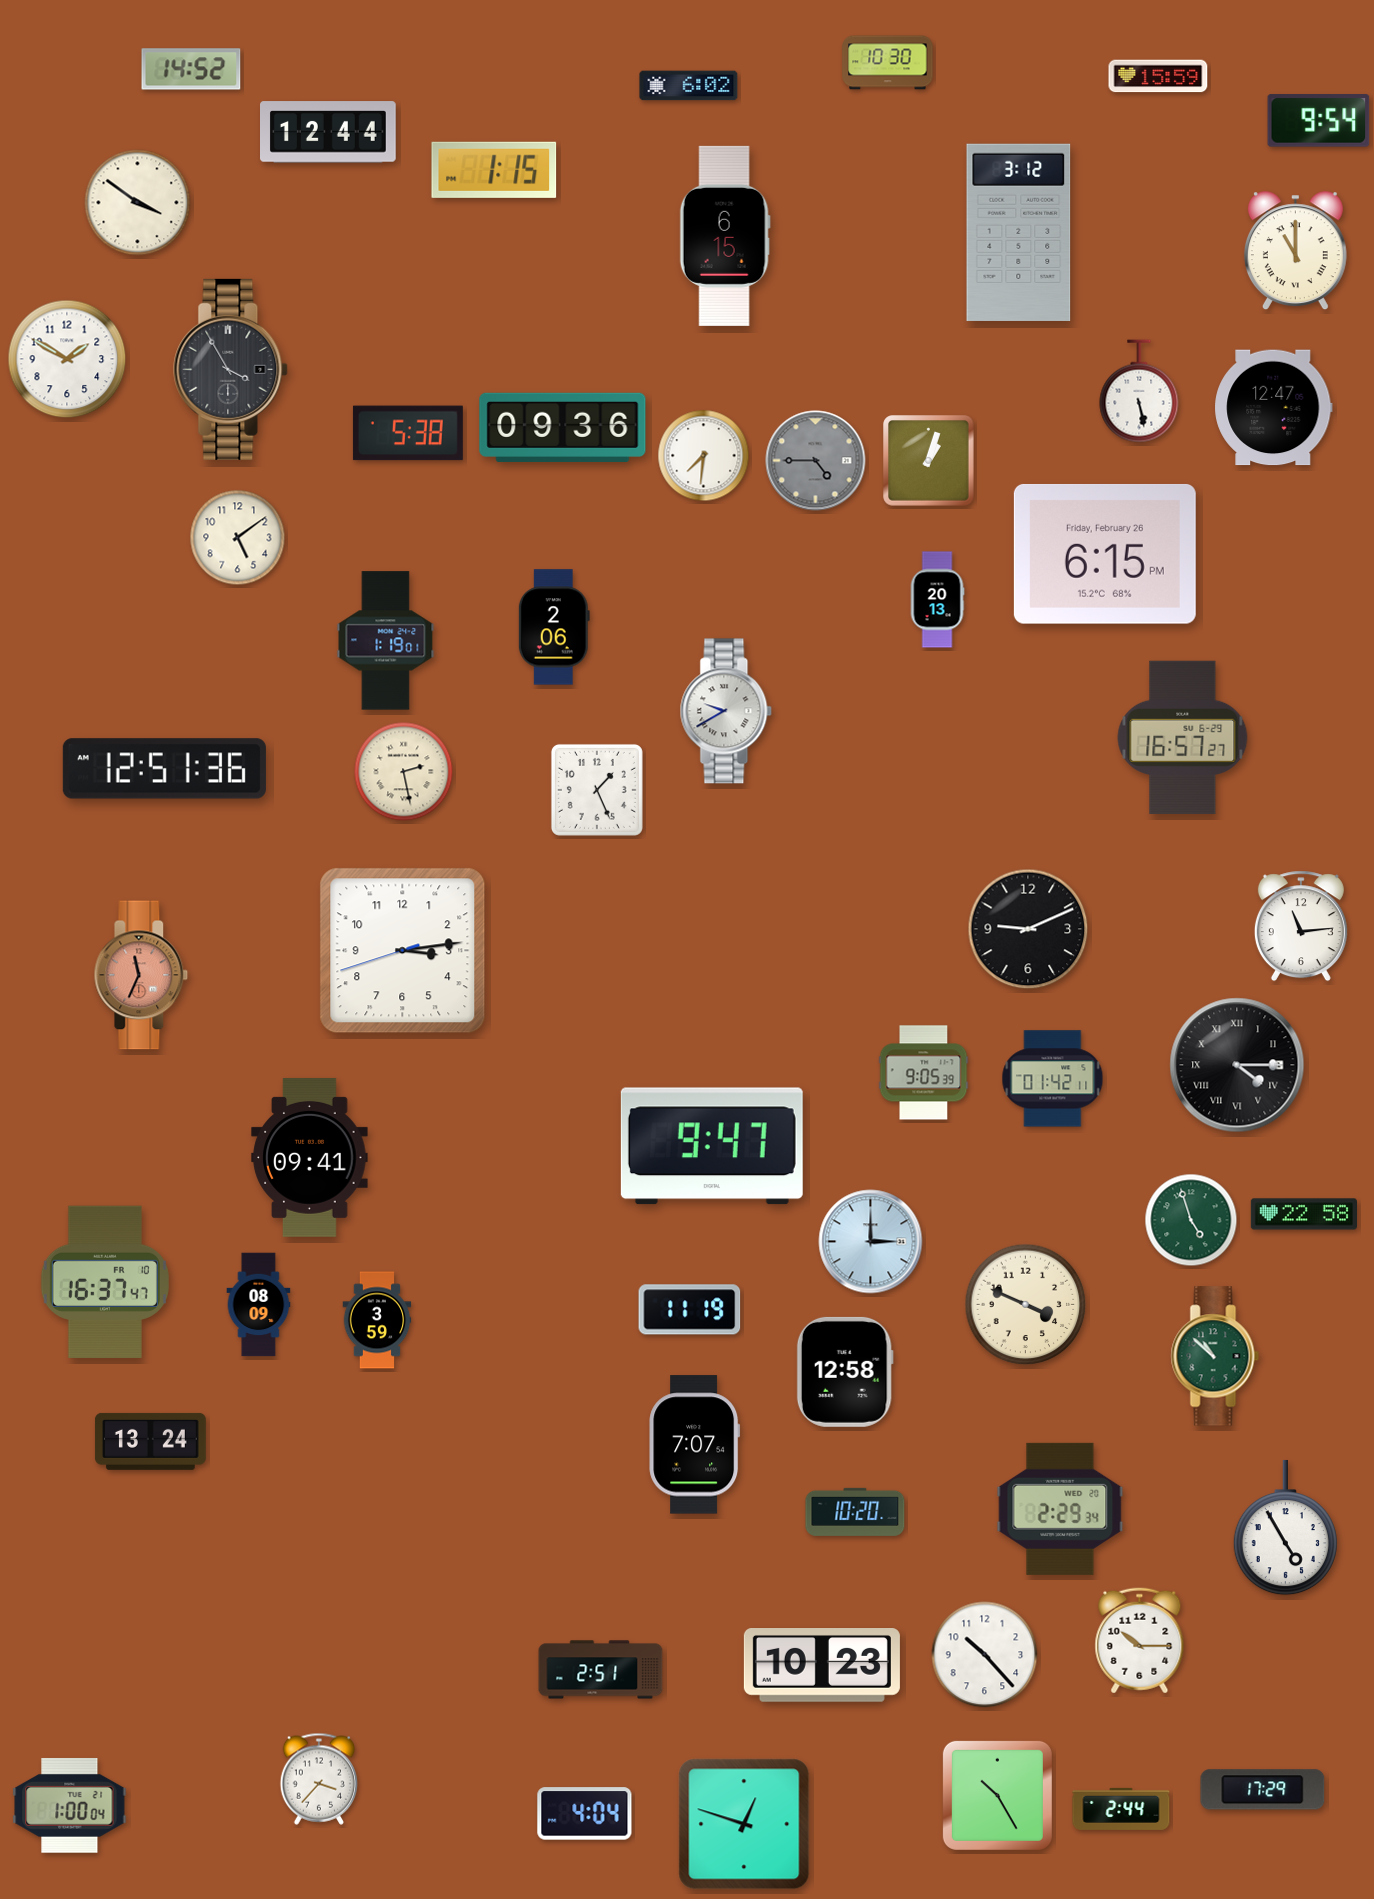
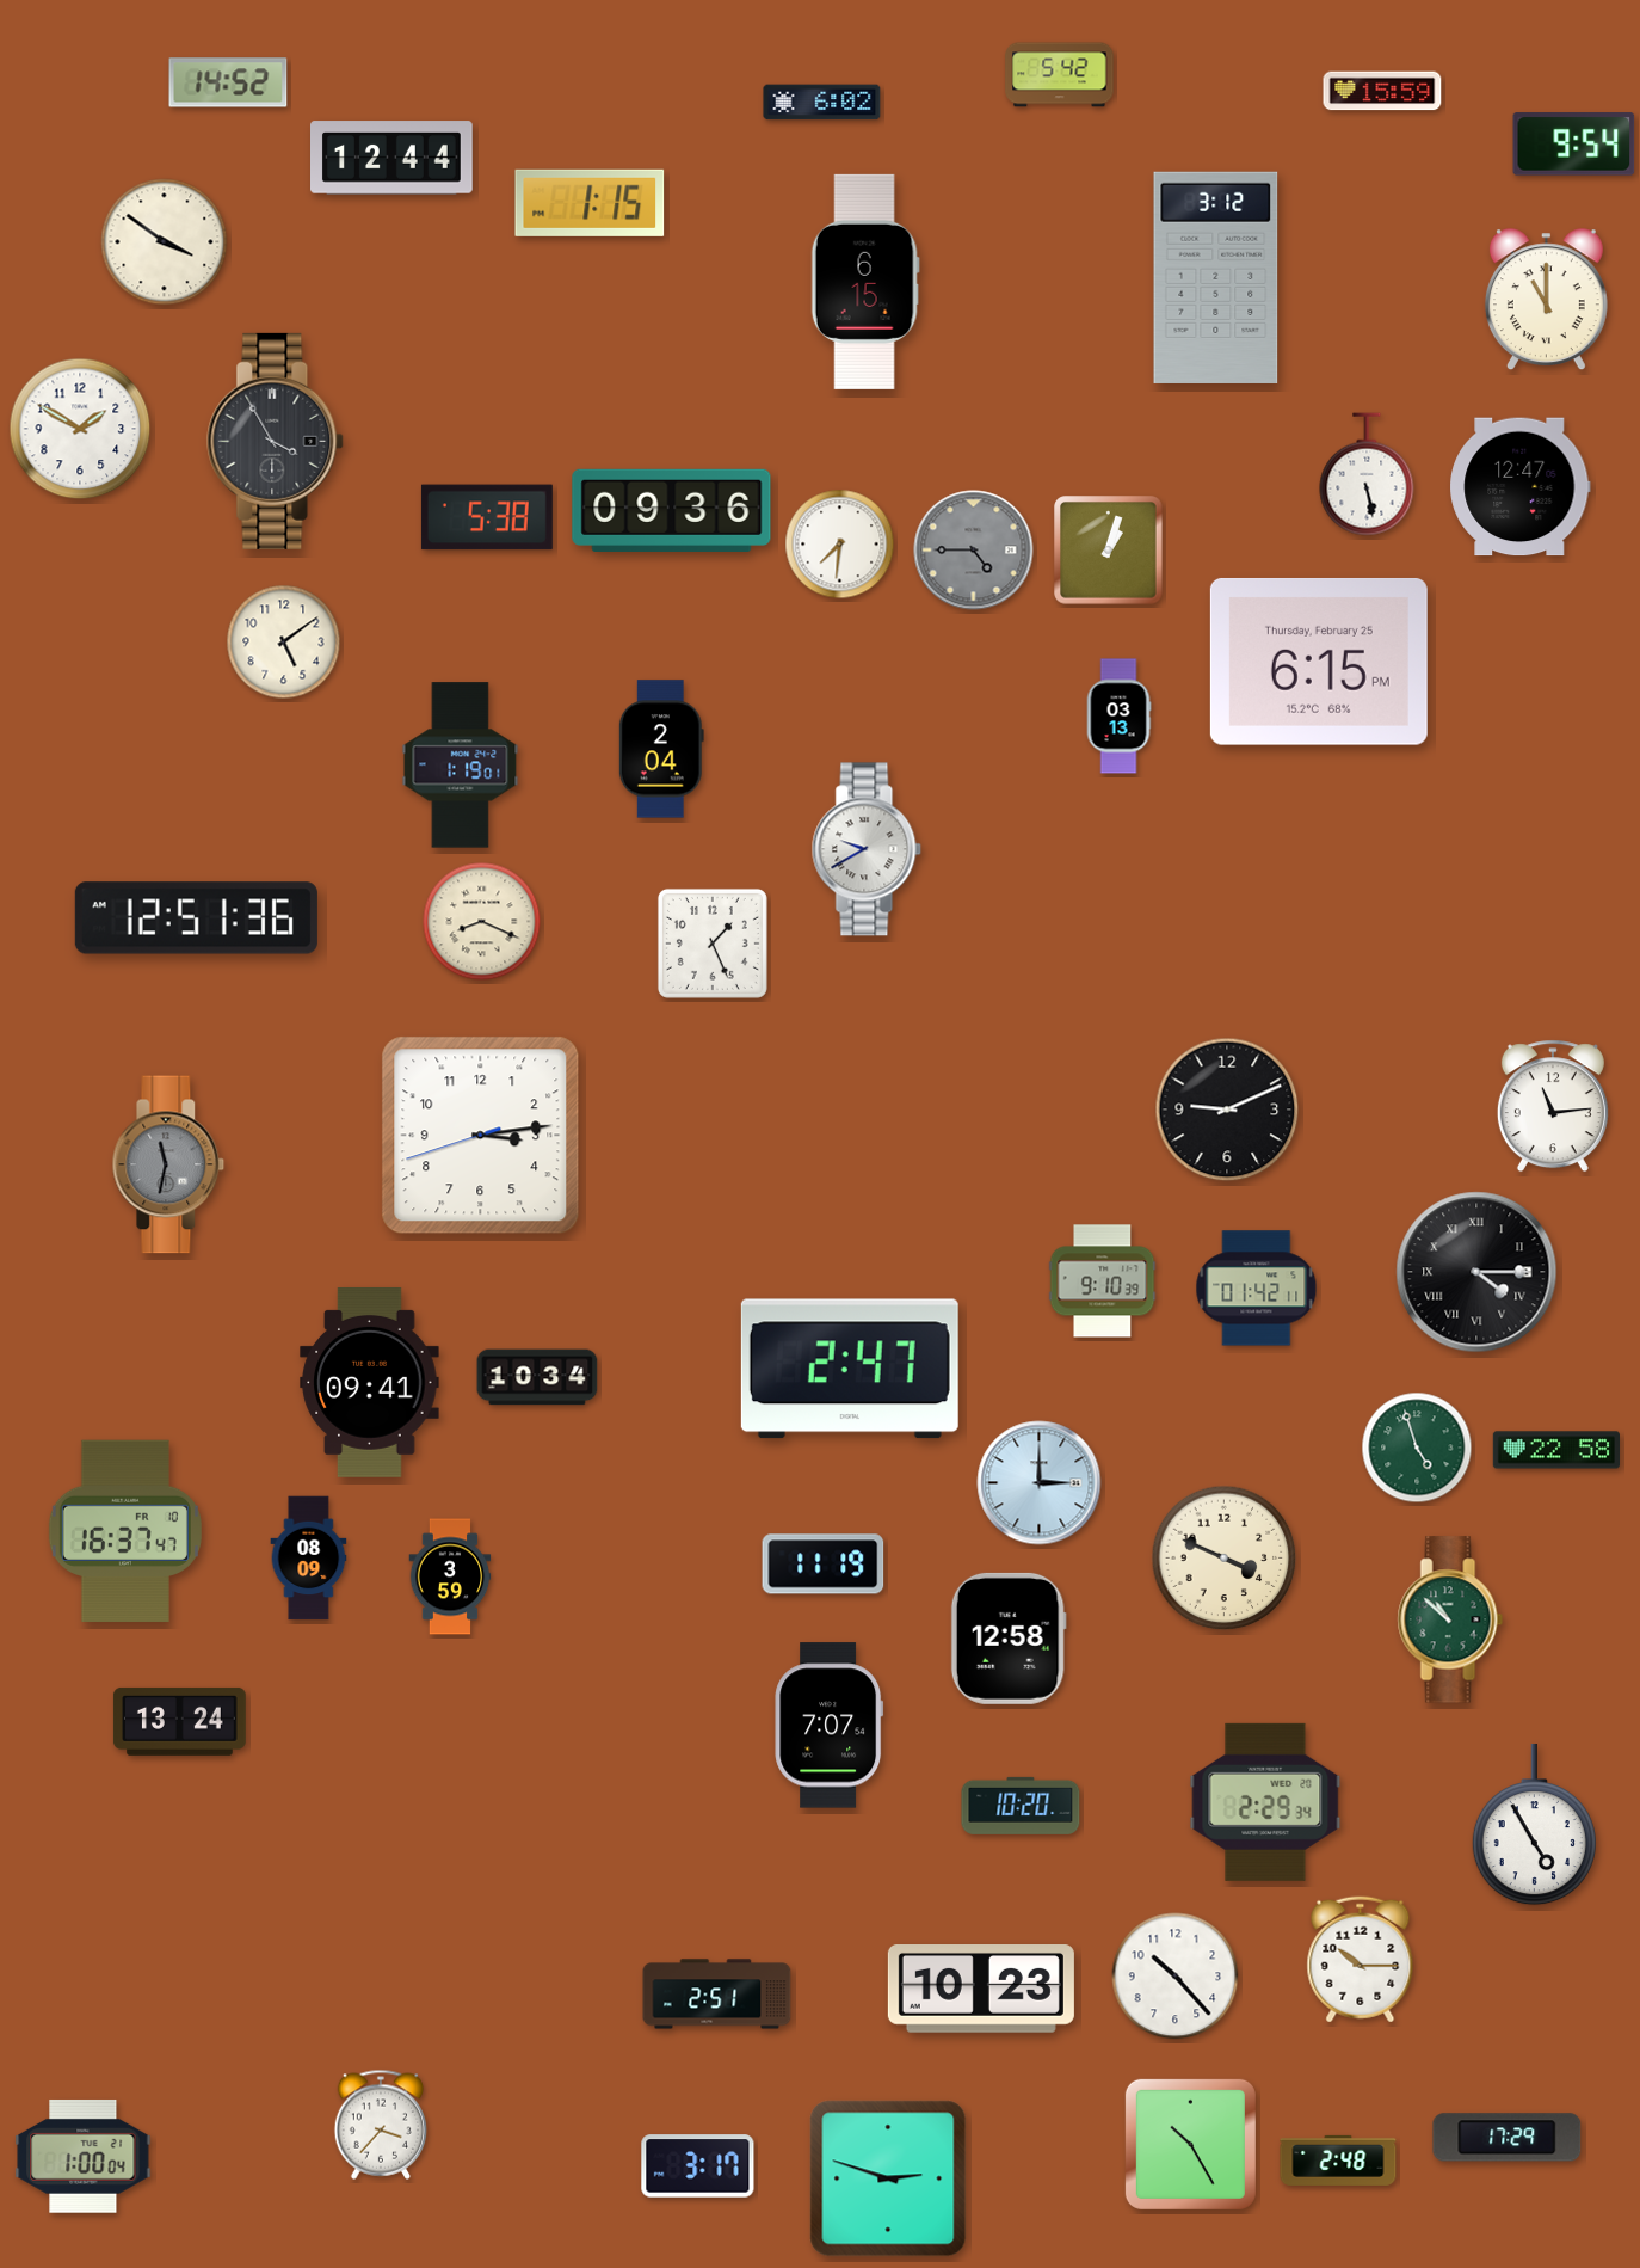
clock at (888, 63): 10:30 -> 5:42
clock at (1139, 391) position: (1139, 391) -> (1367, 474)
clock at (1105, 554) date: Friday, February 26 -> Thursday, February 25
clock at (937, 600): 20:13 -> 03:13
clock at (554, 627): 2:06 -> 2:04
clock at (1183, 737): 16:57 -> none
clock at (404, 772): 2:28 -> 8:19
clock at (141, 975): 11:34 -> 11:32
clock at (141, 975) dial: salmon -> grey
clock at (924, 1073): 9:05 -> 9:10
clock at (712, 1146): 9:47 -> 2:47
clock at (537, 1377): none -> 10:34
clock at (1191, 1220) position: (1191, 1220) -> (1417, 1448)
clock at (1121, 1809): 2:44 -> 2:48
clock at (585, 1814): 4:04 -> 3:17
clock at (744, 1824): 12:48 -> 2:48
